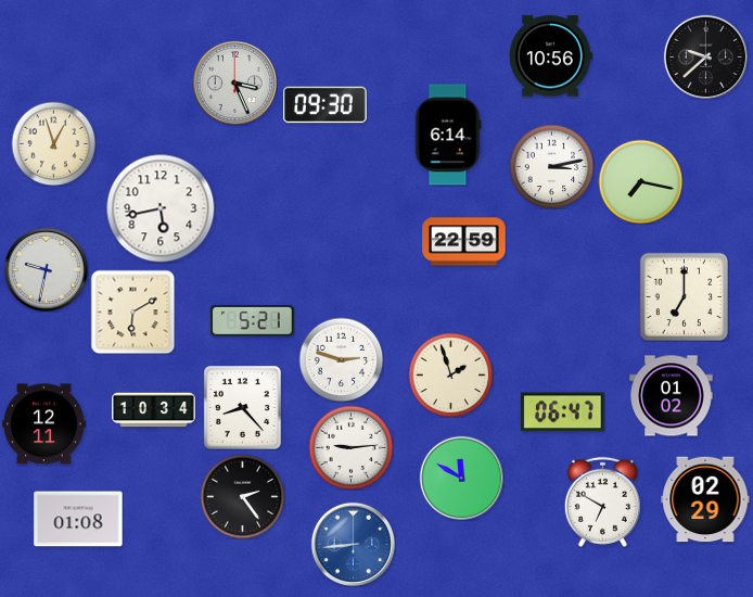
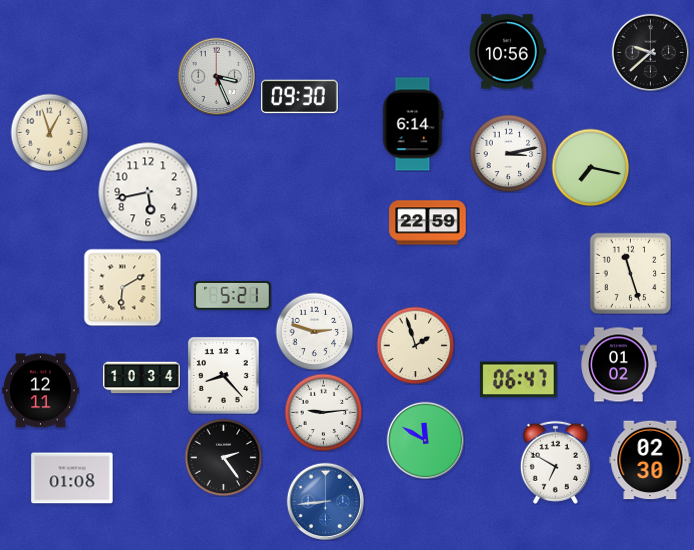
clock at (46, 269): 9:32 -> none
clock at (684, 296): 7:00 -> 11:27
clock at (705, 499): 02:29 -> 02:30
